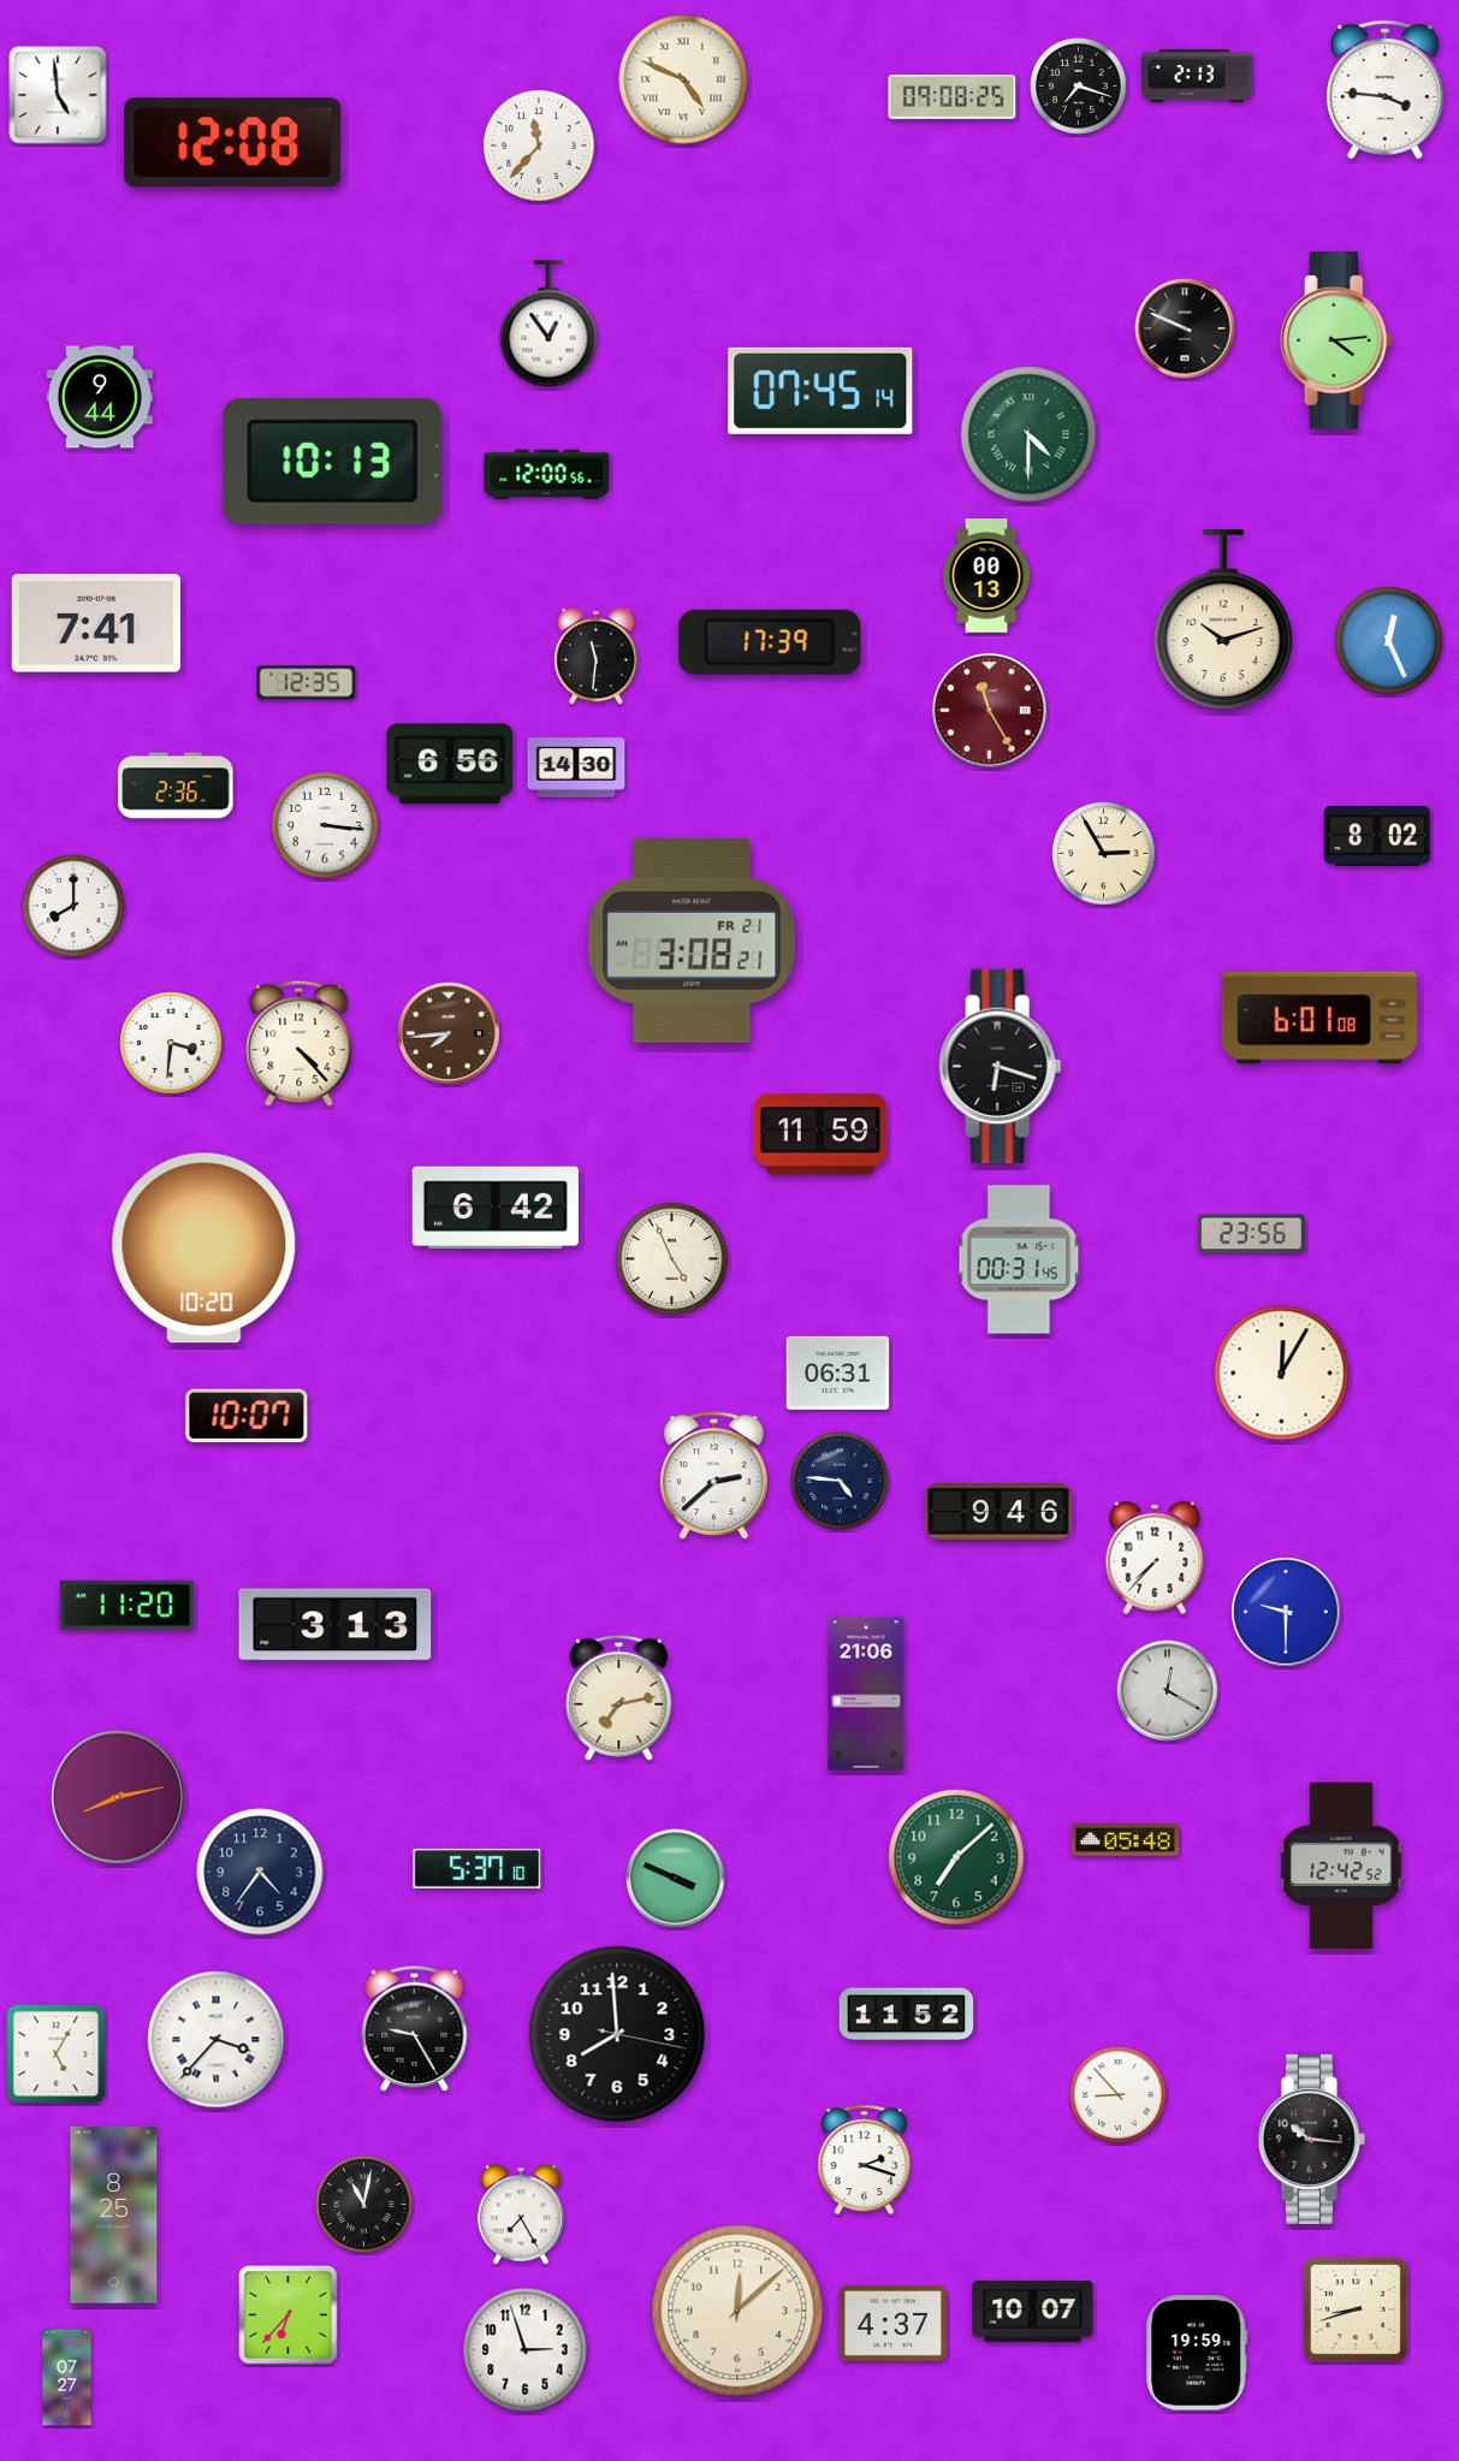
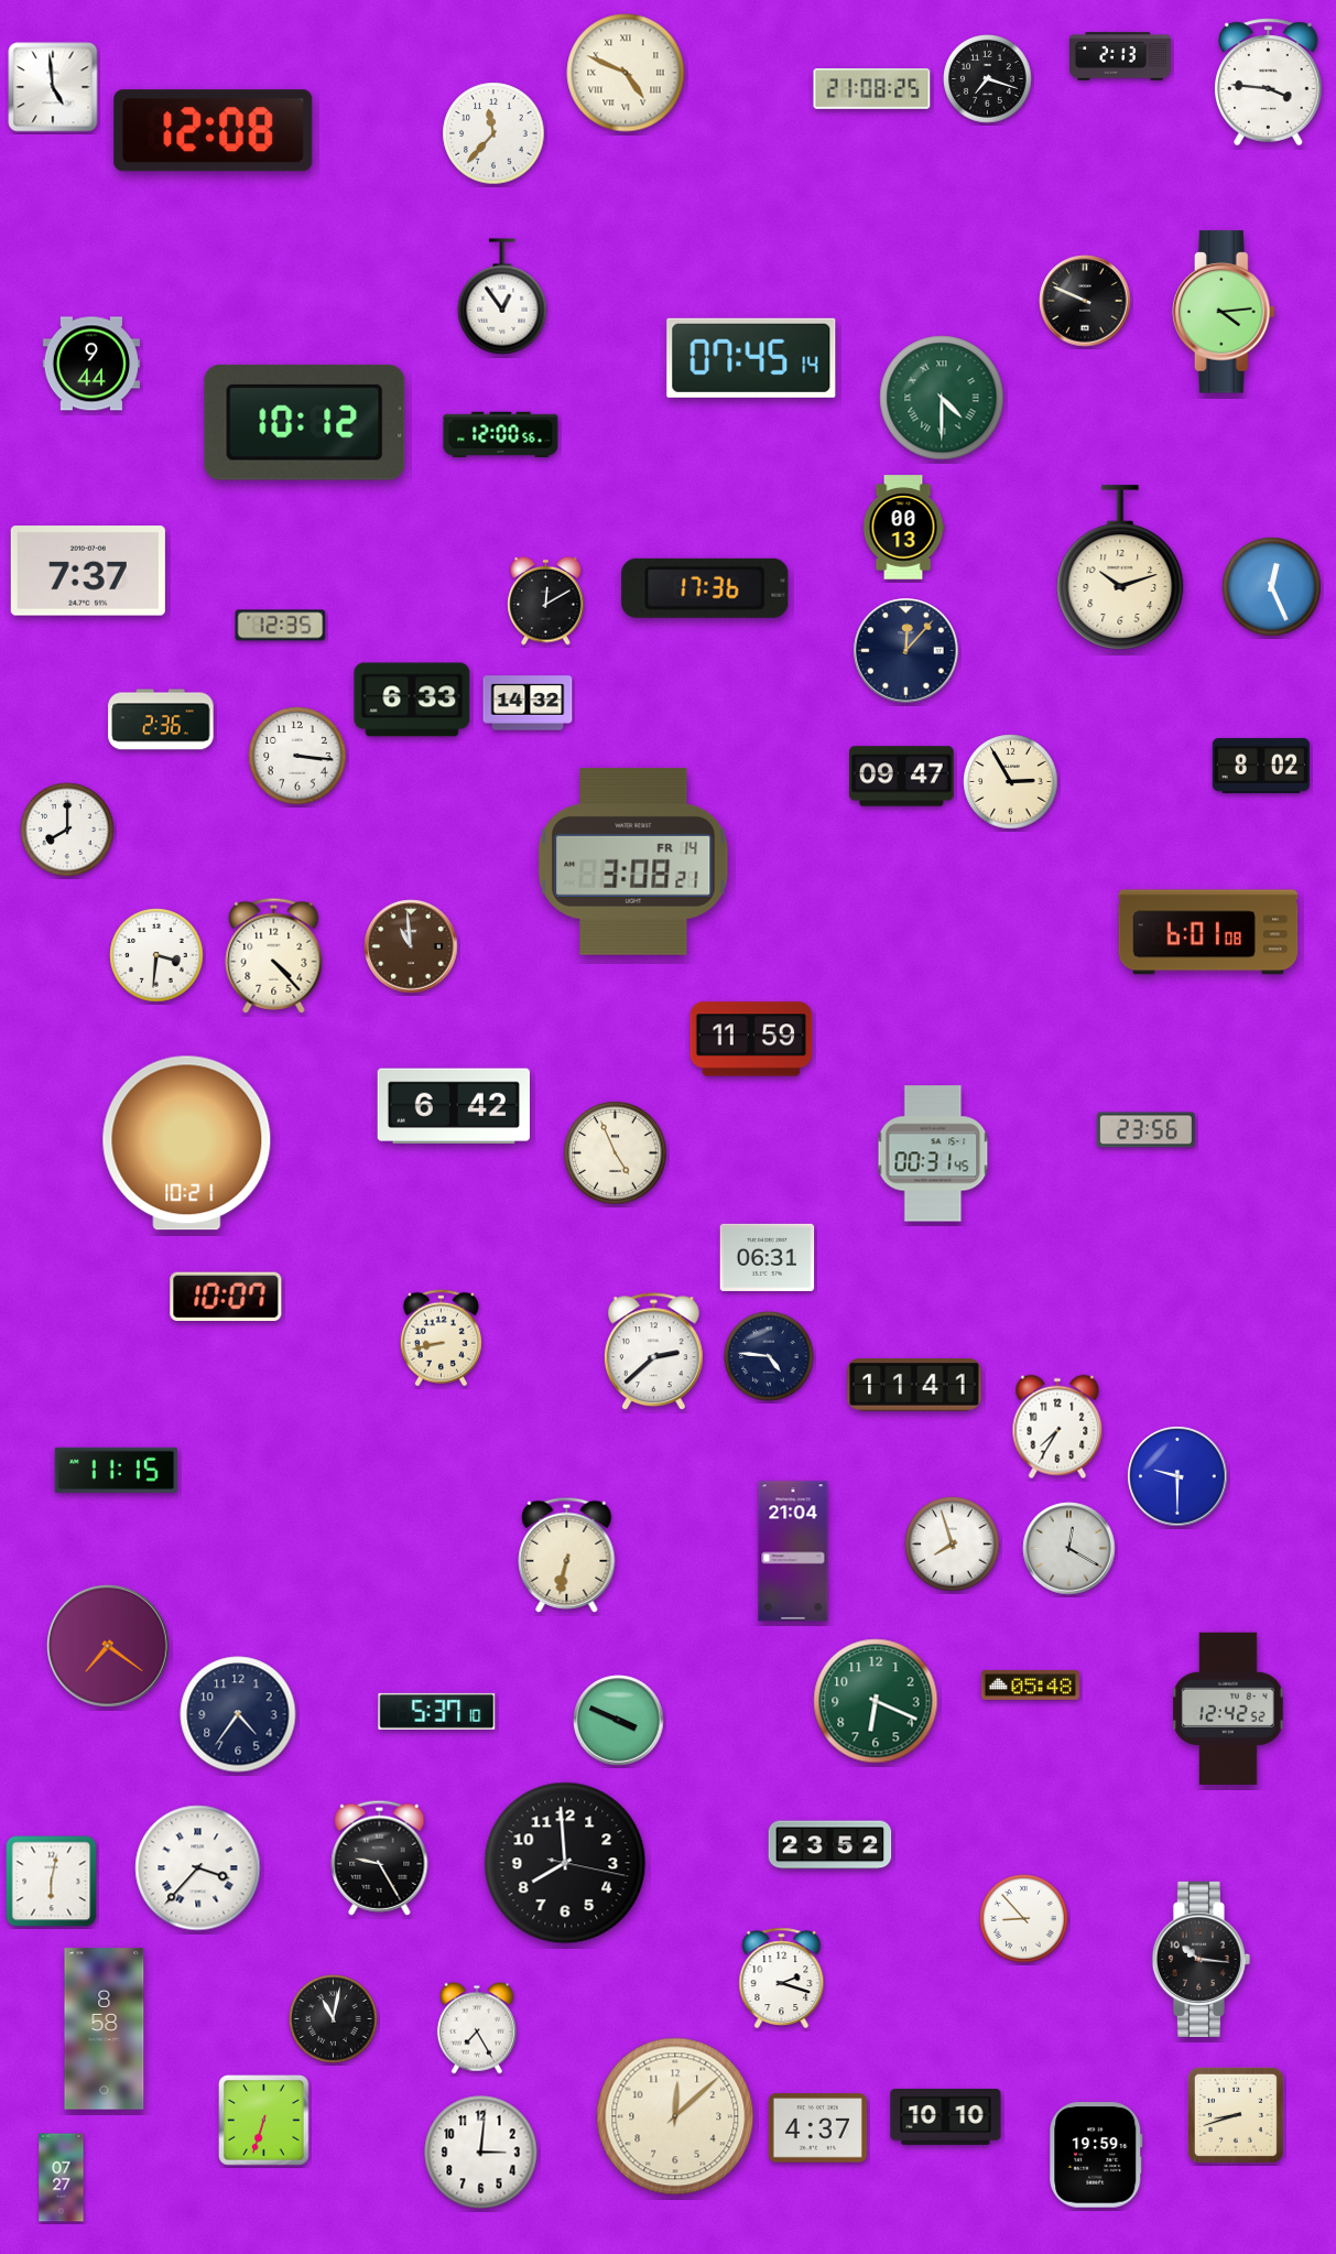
clock at (1198, 76) position: (1198, 76) -> (1121, 56)
clock at (953, 97): 09:08 -> 21:08
clock at (333, 461): 10:13 -> 10:12
clock at (96, 623): 7:41 -> 7:37
clock at (770, 642): 17:39 -> 17:36
clock at (597, 656): 11:31 -> 12:10
clock at (990, 711): 11:25 -> 12:07
clock at (990, 711) dial: burgundy -> navy
clock at (450, 764): 6:56 -> 6:33
clock at (576, 767): 14:30 -> 14:32
clock at (902, 777): none -> 09:47
clock at (692, 941) date: FR 21 -> FR 14
clock at (449, 1033): 7:44 -> 10:59
clock at (1001, 1067): 6:18 -> none
clock at (204, 1249): 10:20 -> 10:21
clock at (1282, 1374): 12:05 -> none
clock at (441, 1339): none -> 8:43
clock at (998, 1513): 9:46 -> 11:41
clock at (1155, 1558): 7:37 -> 7:35
clock at (127, 1605): 11:20 -> 11:15
clock at (336, 1625): 3:13 -> none
clock at (953, 1545): none -> 7:57
clock at (866, 1694): 21:06 -> 21:04
clock at (619, 1697): 7:13 -> 6:32
clock at (118, 1797): 8:13 -> 7:21
clock at (956, 1857): 7:08 -> 6:19
clock at (907, 2015): 11:52 -> 23:52
clock at (57, 2054): 5:05 -> 6:02
clock at (865, 2160) position: (865, 2160) -> (782, 1979)
clock at (114, 2216): 8:25 -> 8:58
clock at (1356, 2309) position: (1356, 2309) -> (1236, 2115)
clock at (1033, 2311): 10:07 -> 10:10
clock at (289, 2315): 6:37 -> 6:33
clock at (526, 2350): 2:57 -> 3:01
